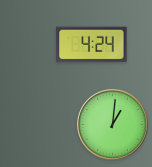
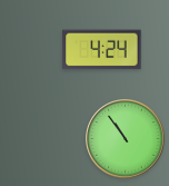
clock at (113, 125): 1:01 -> 10:54
